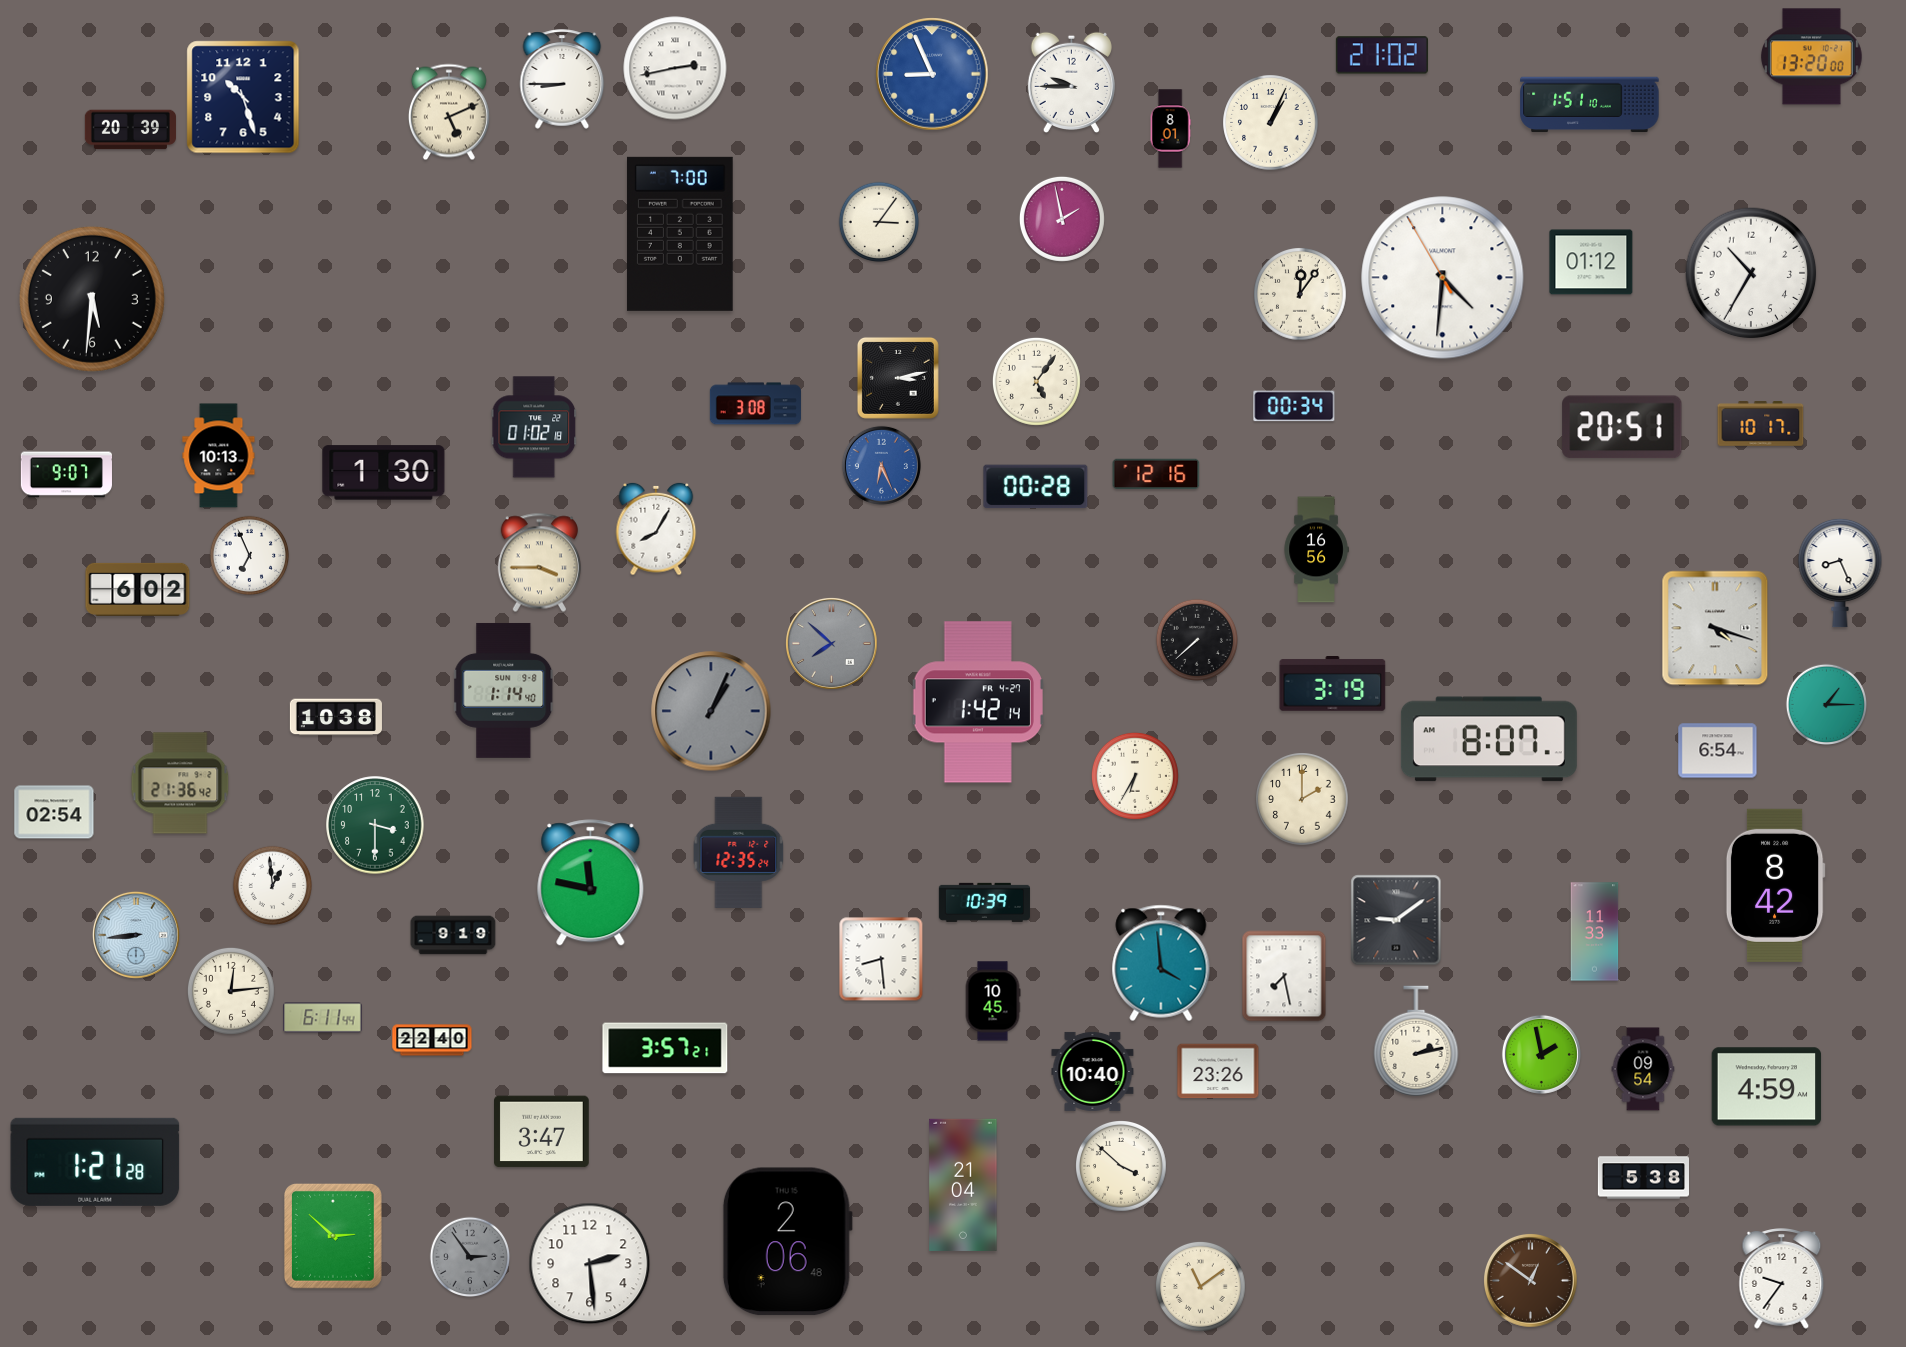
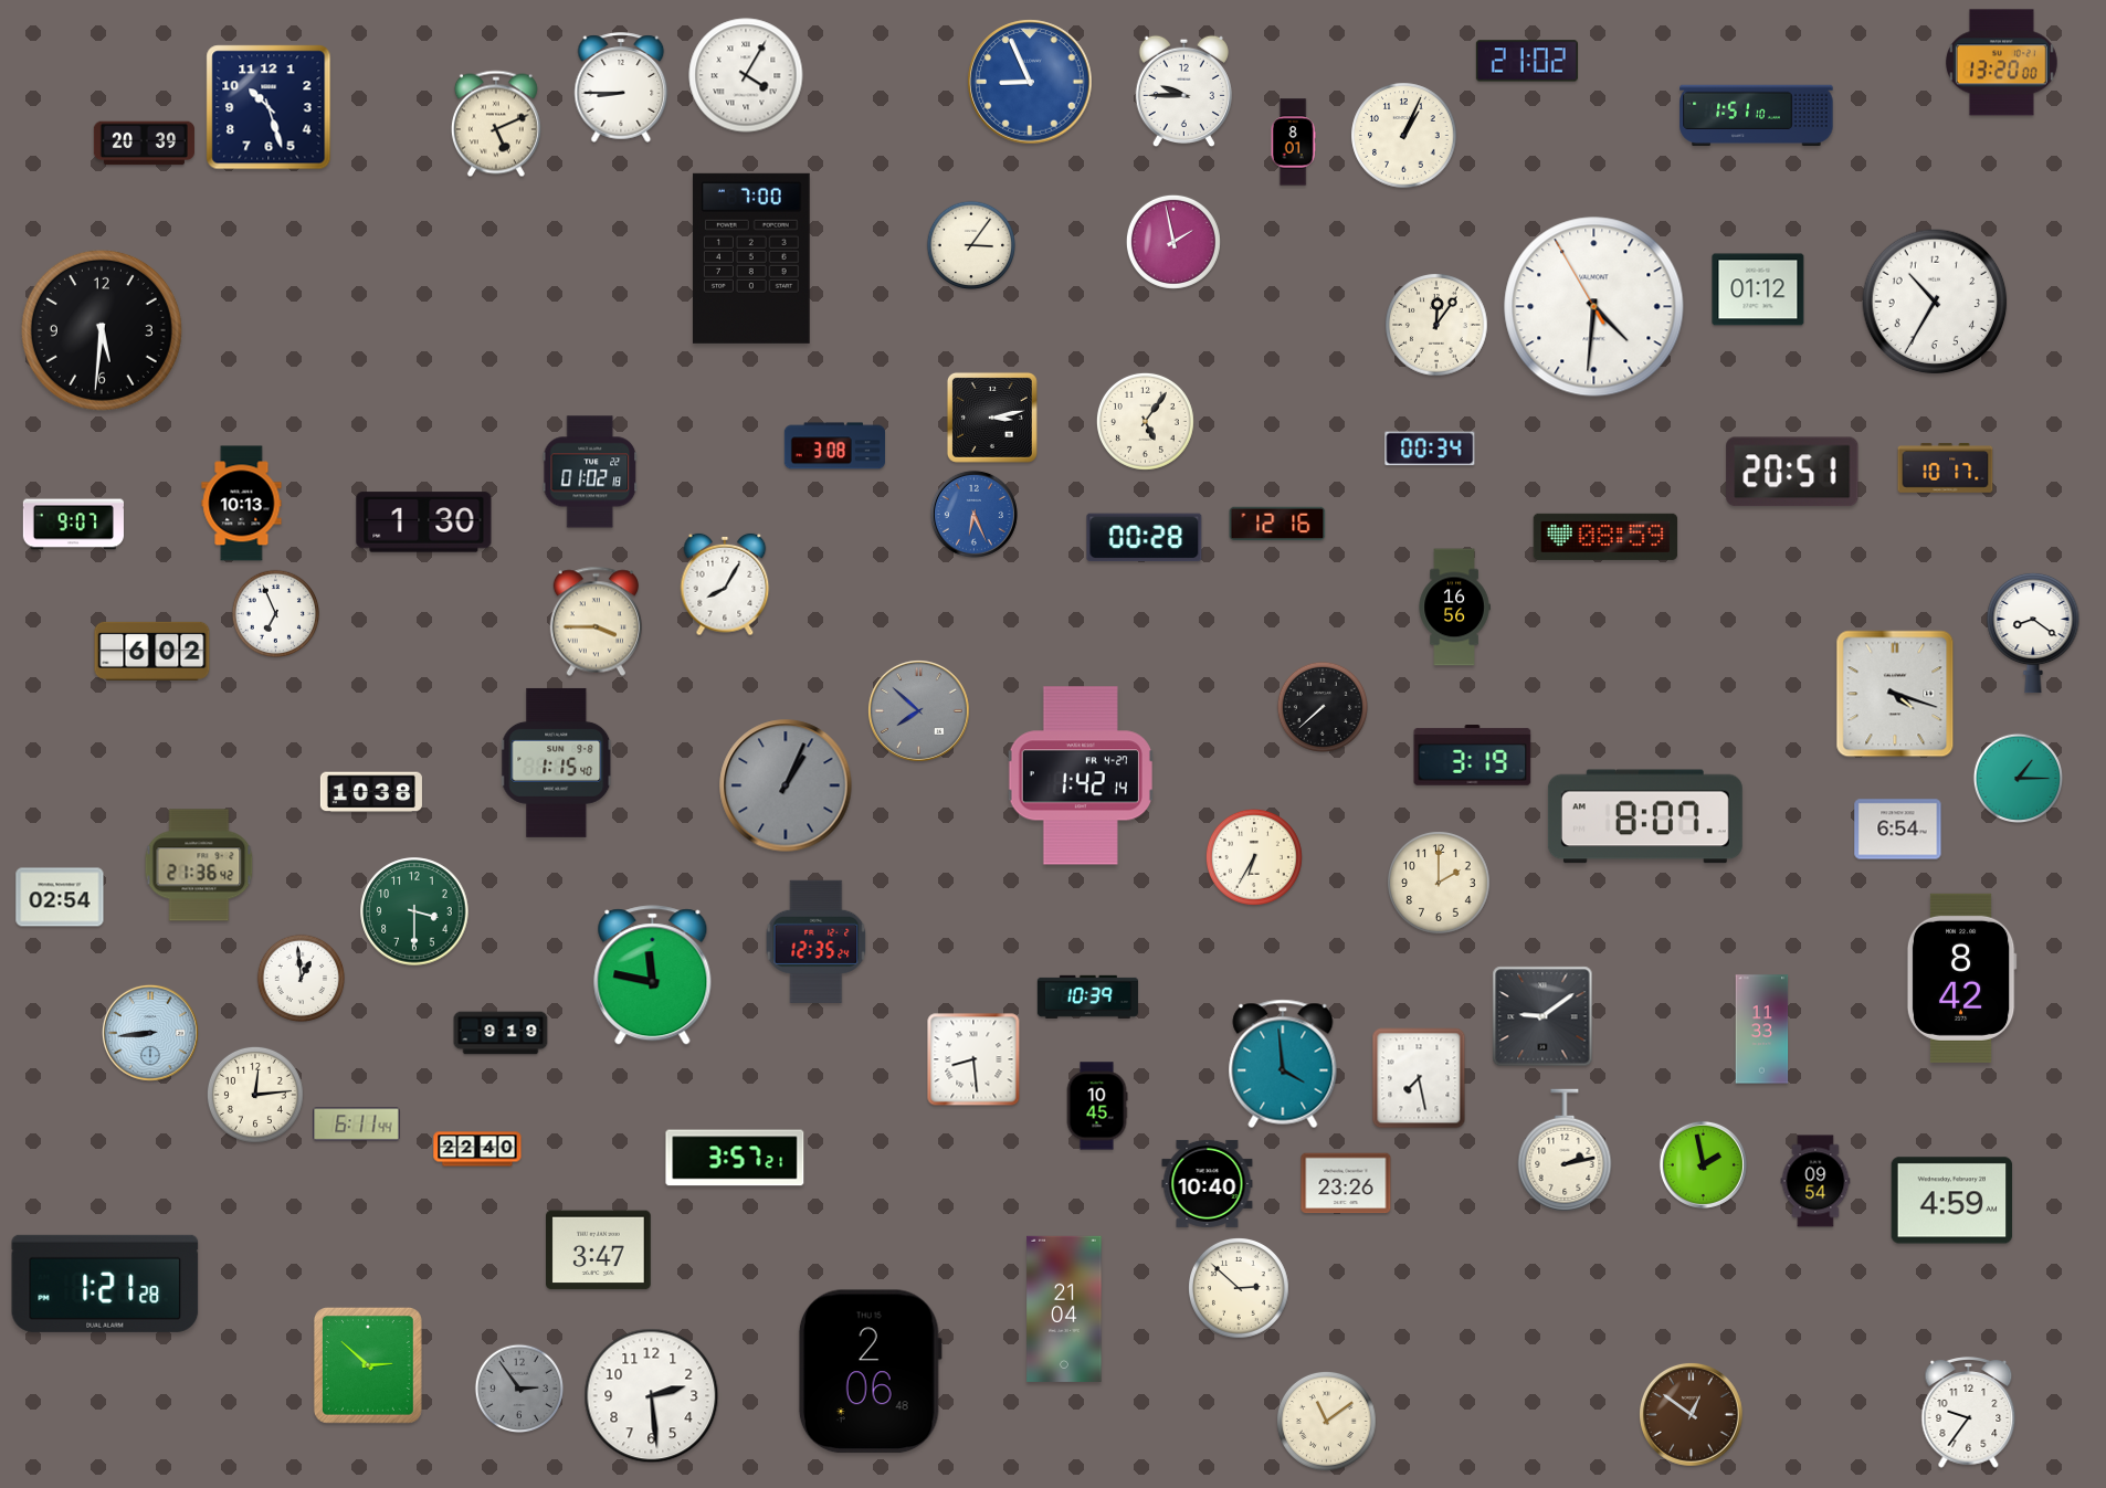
clock at (675, 68): 2:43 -> 4:05
clock at (1605, 537): none -> 08:59
clock at (1840, 573): 8:26 -> 8:21
clock at (504, 690): 1:14 -> 1:15
clock at (1122, 1167): 3:52 -> 2:52
clock at (1643, 1178): 5:38 -> none
